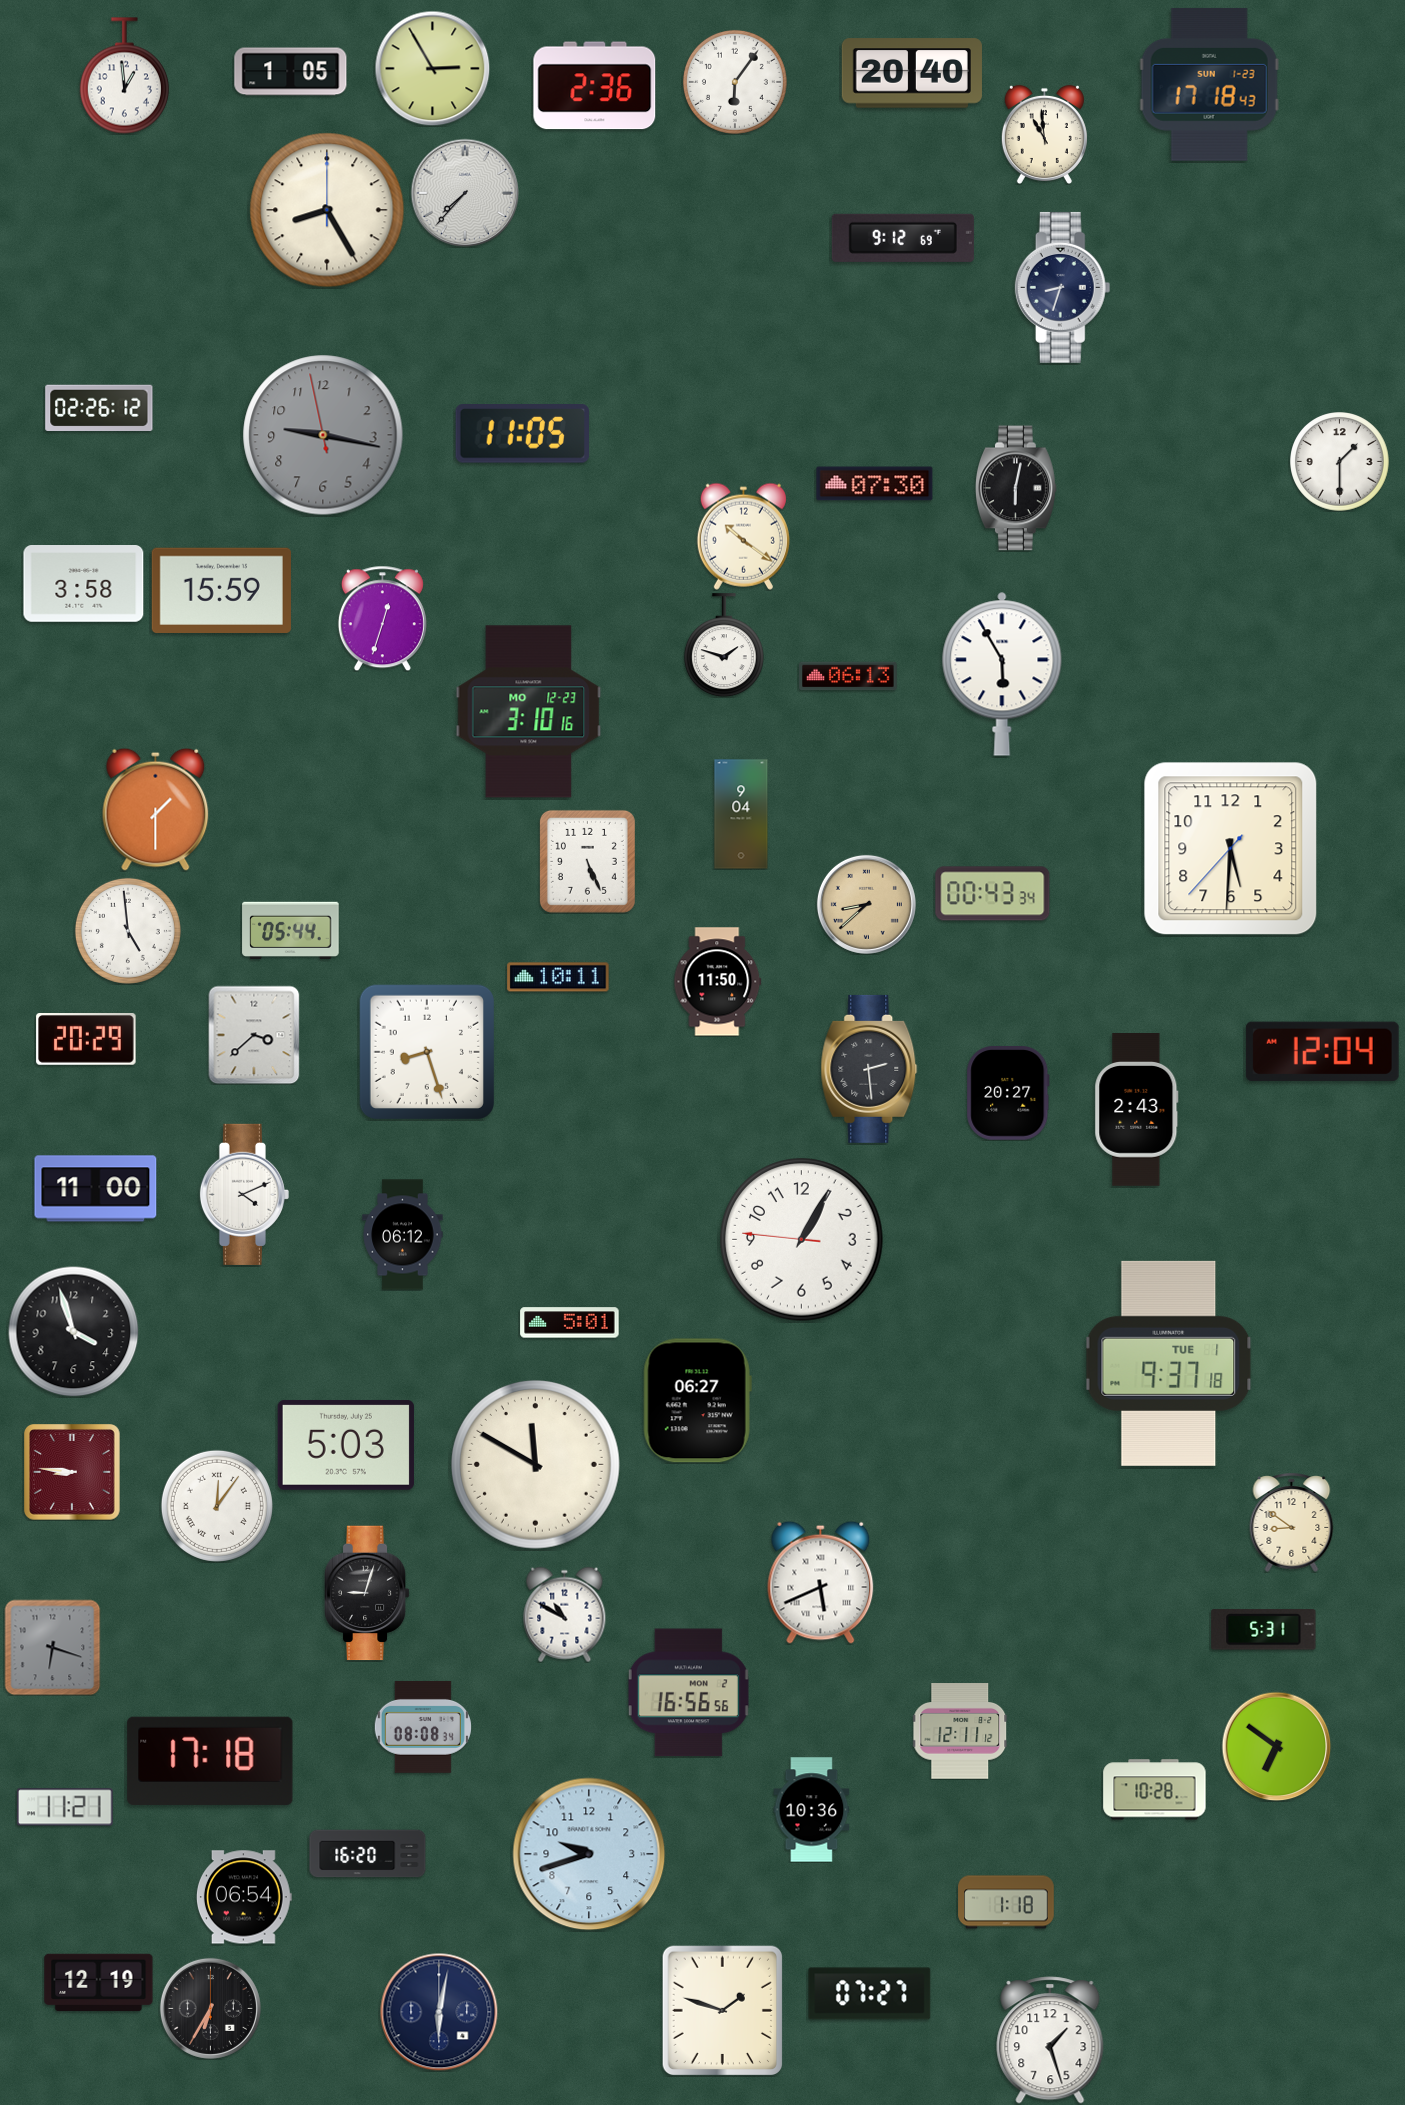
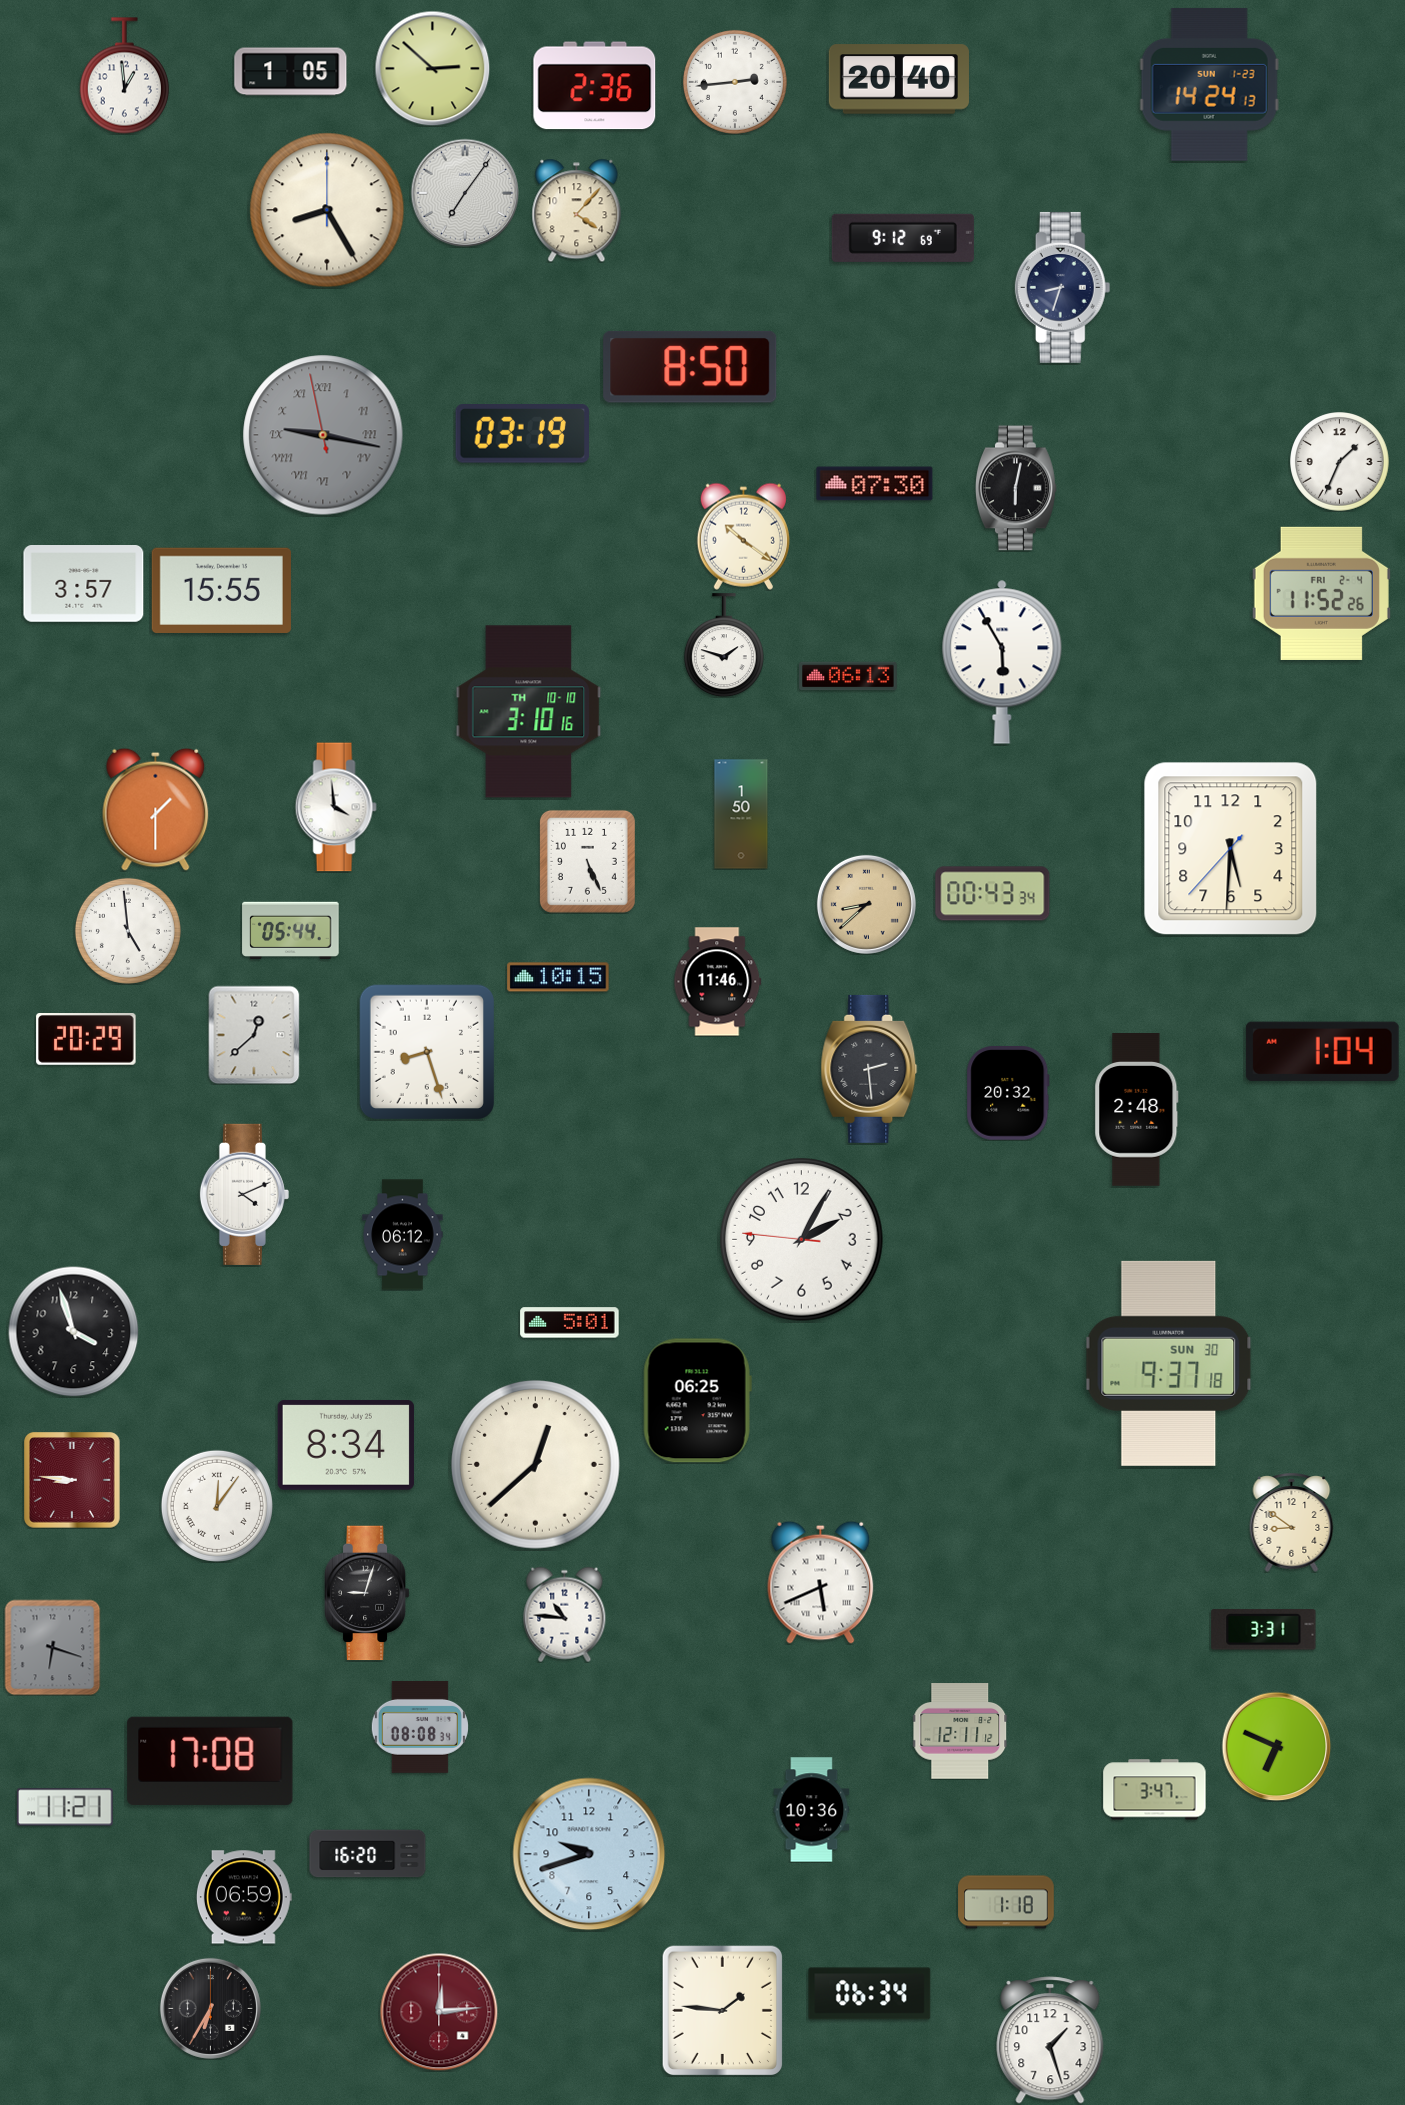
clock at (432, 68): 2:55 -> 2:52
clock at (912, 73) position: (912, 73) -> (899, 79)
clock at (735, 82): 6:06 -> 2:44
clock at (1209, 84): 17:18 -> 14:24
clock at (1044, 134): 10:59 -> none
clock at (465, 193): 7:37 -> 7:06
clock at (577, 210): none -> 4:07
clock at (690, 367): none -> 8:50
clock at (99, 407): 02:26 -> none
clock at (522, 434): 11:05 -> 03:19
clock at (323, 435) numerals: Arabic -> Roman
clock at (1340, 462): 1:30 -> 1:34
clock at (84, 584): 3:58 -> 3:57
clock at (221, 591): 15:59 -> 15:55
clock at (1321, 593): none -> 11:52
clock at (382, 618): 12:33 -> none
clock at (1002, 674) position: (1002, 674) -> (1002, 662)
clock at (529, 712) date: MO 12-23 -> TH 10-10
clock at (336, 807): none -> 3:59
clock at (741, 814): 9:04 -> 1:50
clock at (558, 977): 10:11 -> 10:15
clock at (718, 982): 11:50 -> 11:46
clock at (254, 1035): 3:38 -> 12:38
clock at (1322, 1051): 12:04 -> 1:04
clock at (1008, 1094): 20:27 -> 20:32
clock at (1137, 1110): 2:43 -> 2:48
clock at (96, 1189): 11:00 -> none
clock at (802, 1240): 1:04 -> 2:04
clock at (1169, 1363) date: TUE 1 -> SUN 30
clock at (697, 1401): 06:27 -> 06:25
clock at (345, 1445): 5:03 -> 8:34
clock at (535, 1464): 11:50 -> 12:38
clock at (73, 1473) position: (73, 1473) -> (73, 1481)
clock at (565, 1614): 10:50 -> 10:46
clock at (1264, 1630): 5:31 -> 3:31
clock at (688, 1693): 16:56 -> none
clock at (423, 1727) position: (423, 1727) -> (420, 1727)
clock at (1276, 1746): 6:51 -> 6:49
clock at (210, 1761): 17:18 -> 17:08
clock at (1155, 1790): 10:28 -> 3:47
clock at (244, 1897): 06:54 -> 06:59
clock at (99, 1983): 12:19 -> none
clock at (870, 1994): 07:27 -> 06:34
clock at (722, 2010): 1:48 -> 1:46
clock at (439, 2012): 6:02 -> 12:14
clock at (439, 2012) dial: navy -> burgundy
